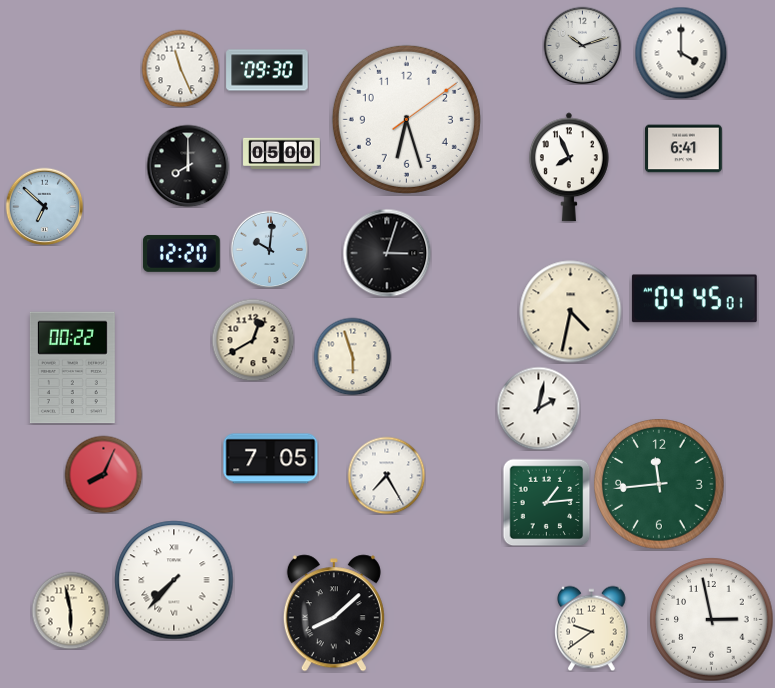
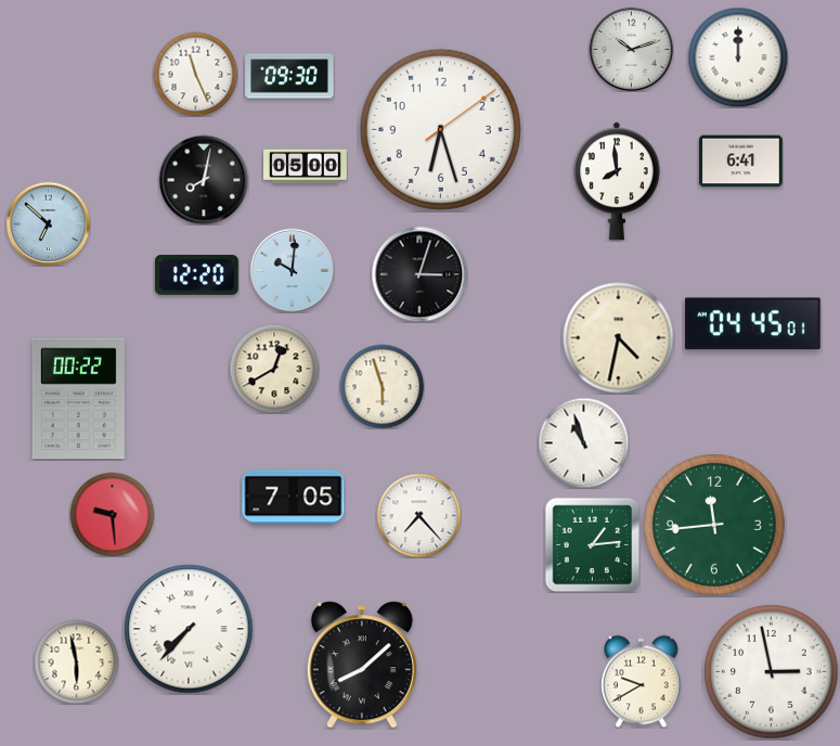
clock at (681, 53): 4:00 -> 12:00
clock at (188, 166): 8:00 -> 8:02
clock at (569, 167): 7:56 -> 7:59
clock at (538, 408): 2:02 -> 10:57
clock at (103, 474): 8:04 -> 9:29
clock at (386, 475): 7:25 -> 7:23
clock at (592, 628): 9:39 -> 9:40
